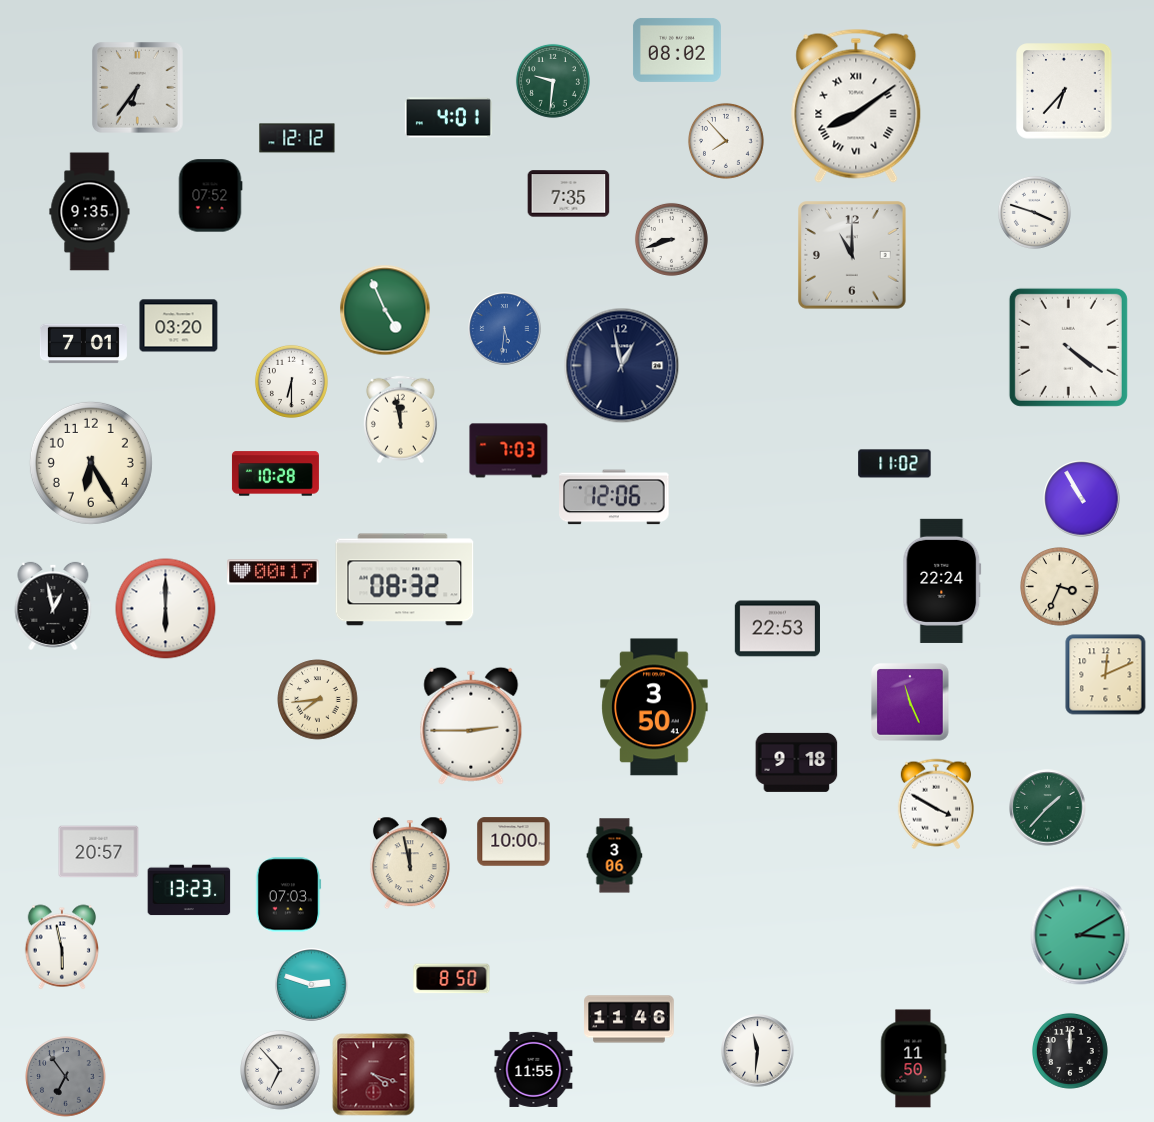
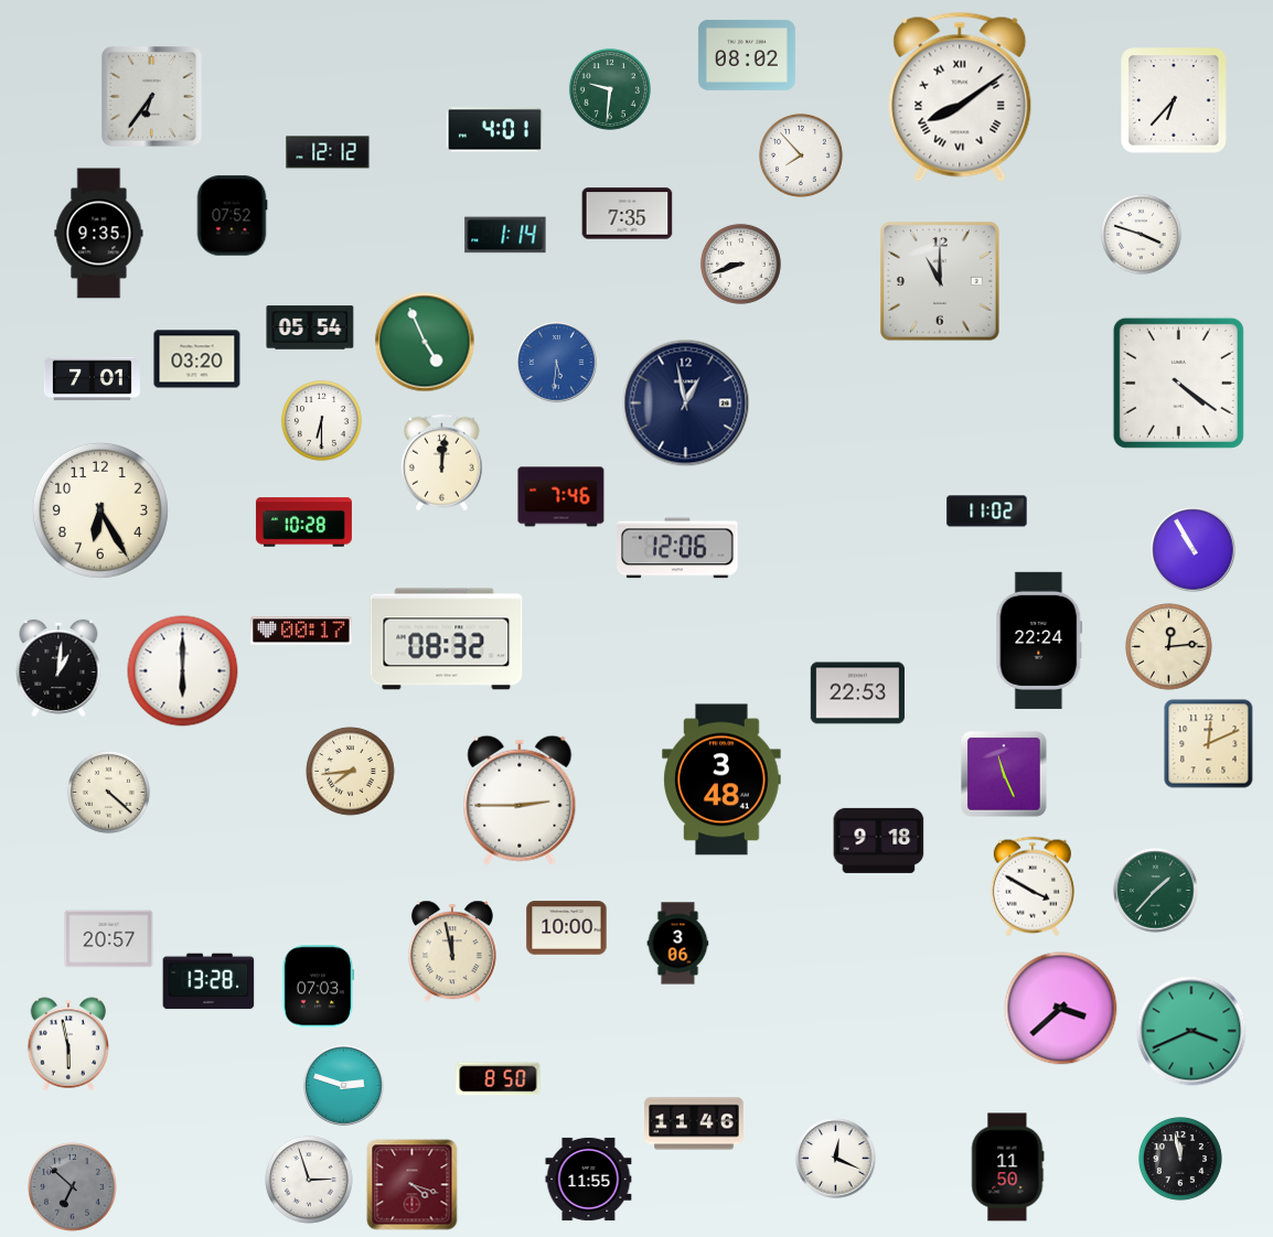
clock at (856, 106) position: (856, 106) -> (960, 97)
clock at (505, 235): none -> 1:14
clock at (310, 327): none -> 05:54
clock at (400, 420): 11:58 -> 12:01
clock at (509, 451): 7:03 -> 7:46
clock at (1060, 587): 3:34 -> 12:14
clock at (53, 606): 12:58 -> 1:01
clock at (1106, 675) position: (1106, 675) -> (1209, 744)
clock at (654, 707): 3:50 -> 3:48
clock at (108, 792): none -> 4:22
clock at (189, 890): 13:23 -> 13:28
clock at (1061, 1009): none -> 3:38
clock at (1080, 935): 3:10 -> 3:41
clock at (758, 1051): 11:31 -> 12:19
clock at (1070, 1051): 12:00 -> 11:58
clock at (280, 1070): 6:53 -> 2:57
clock at (66, 1077): 6:54 -> 6:52
